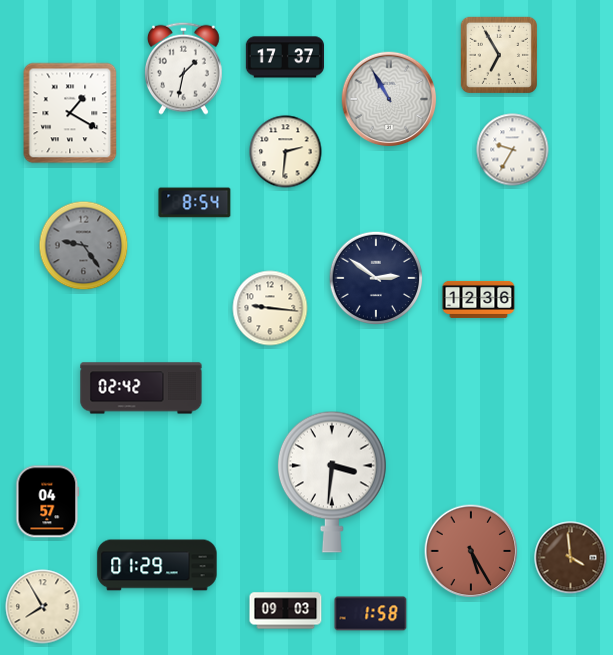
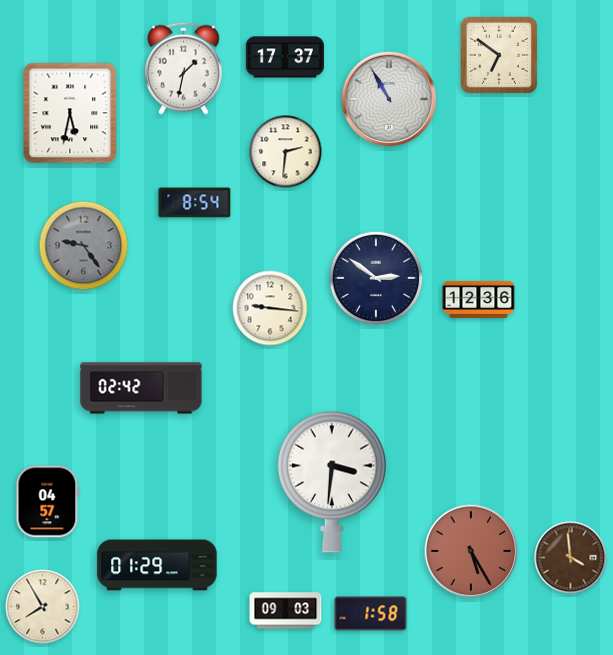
clock at (498, 54): 6:55 -> 6:51
clock at (70, 113): 1:20 -> 5:32
clock at (513, 150): 9:35 -> none
